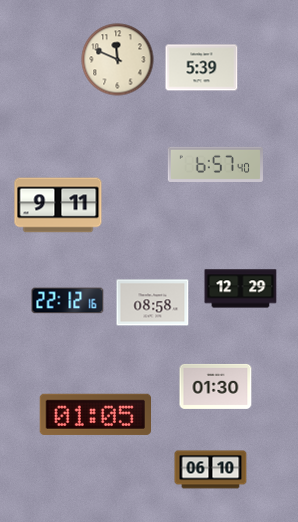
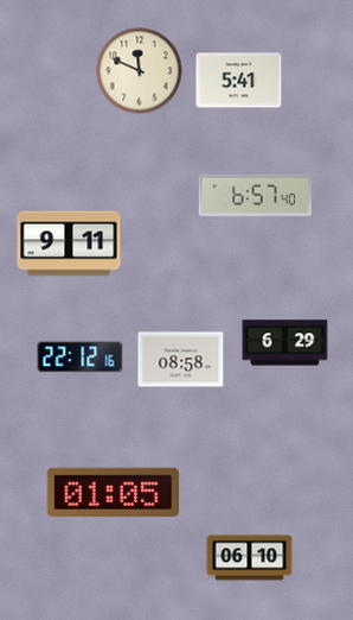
clock at (202, 68): 5:39 -> 5:41
clock at (241, 289): 12:29 -> 6:29
clock at (216, 386): 01:30 -> none
